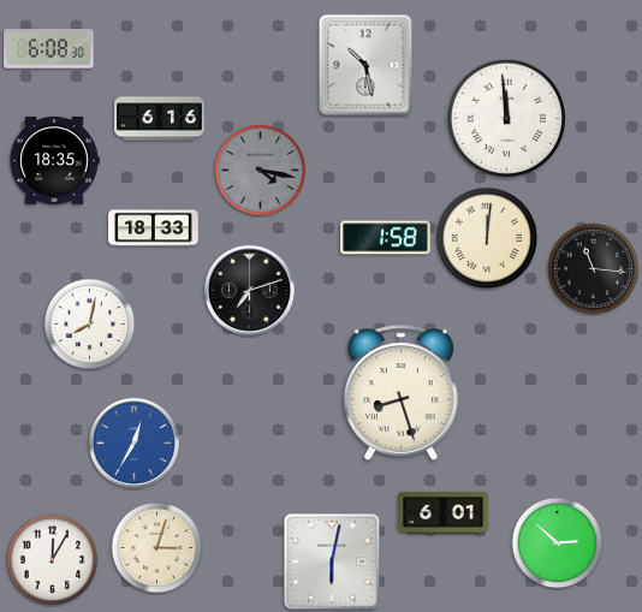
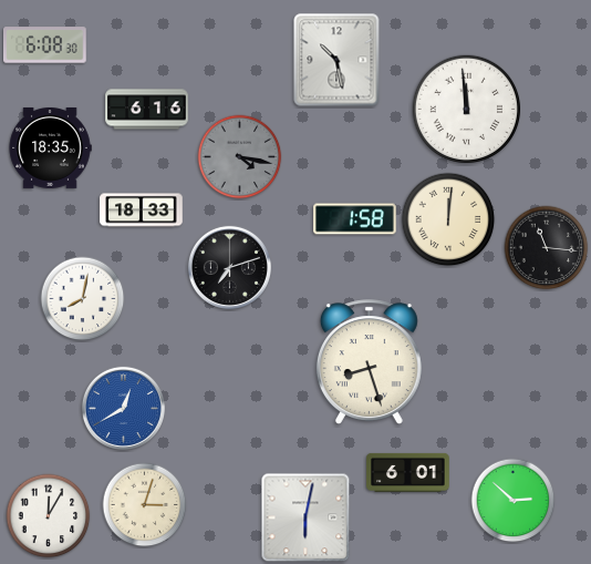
clock at (133, 442): 12:35 -> 12:40
